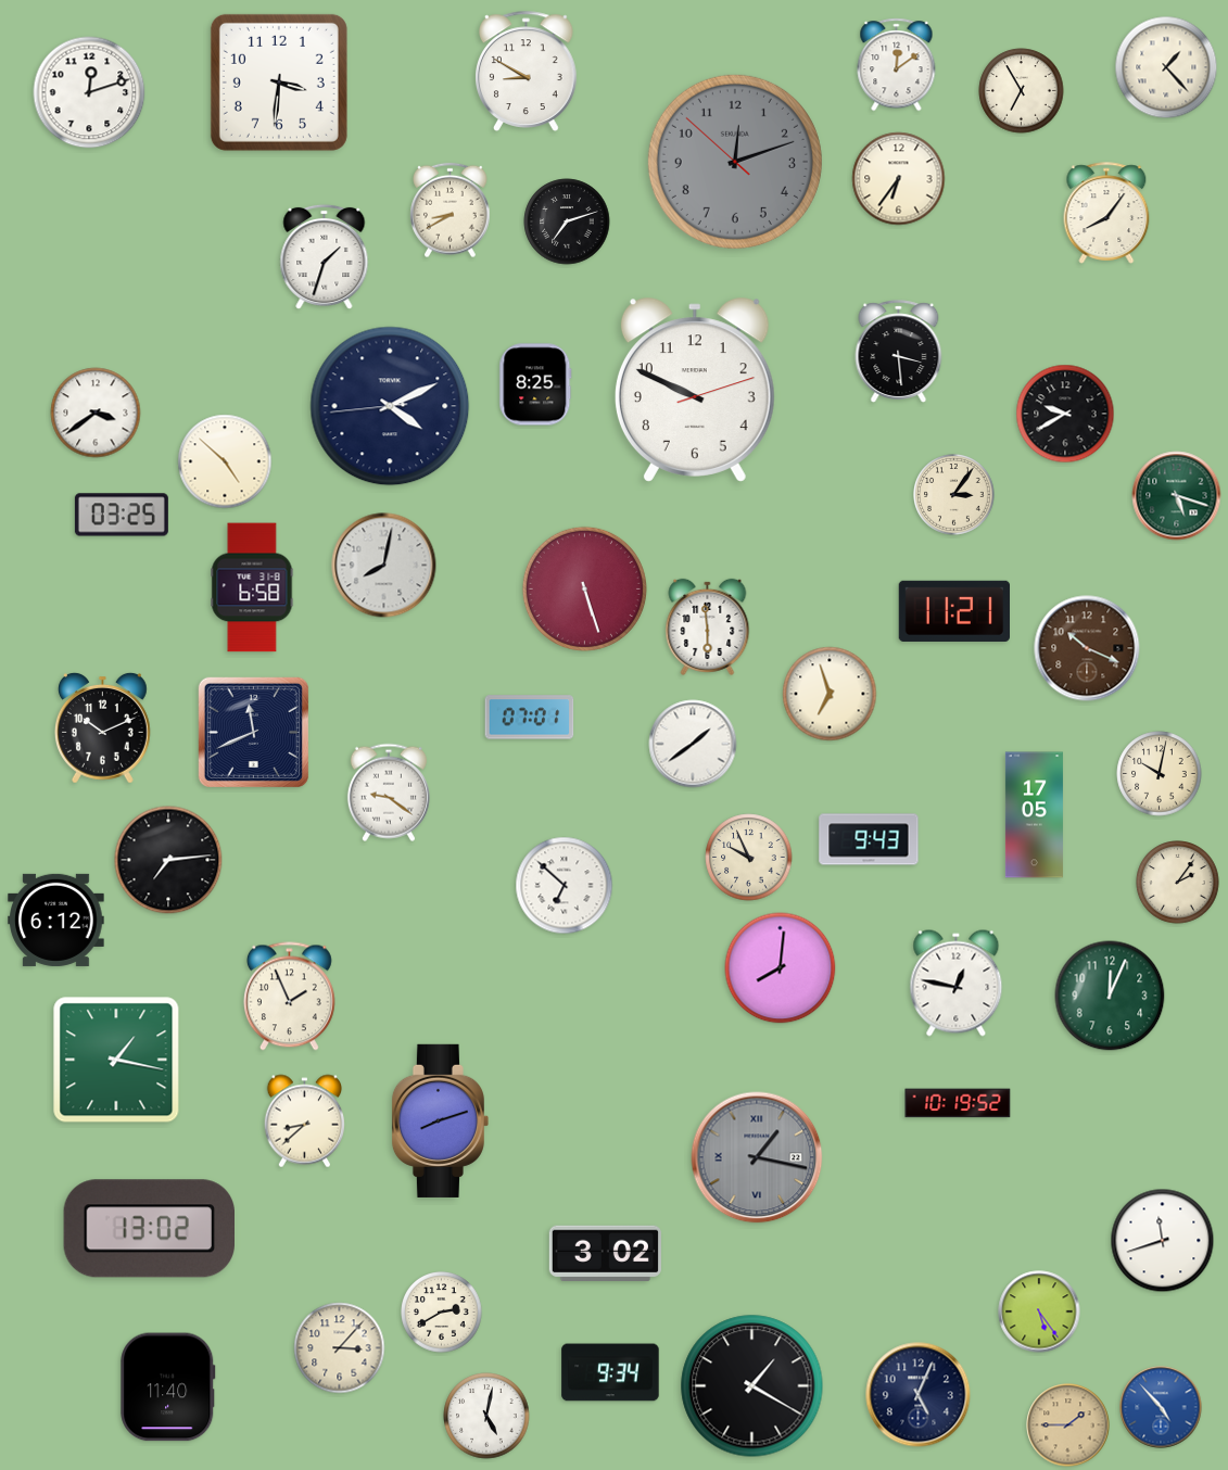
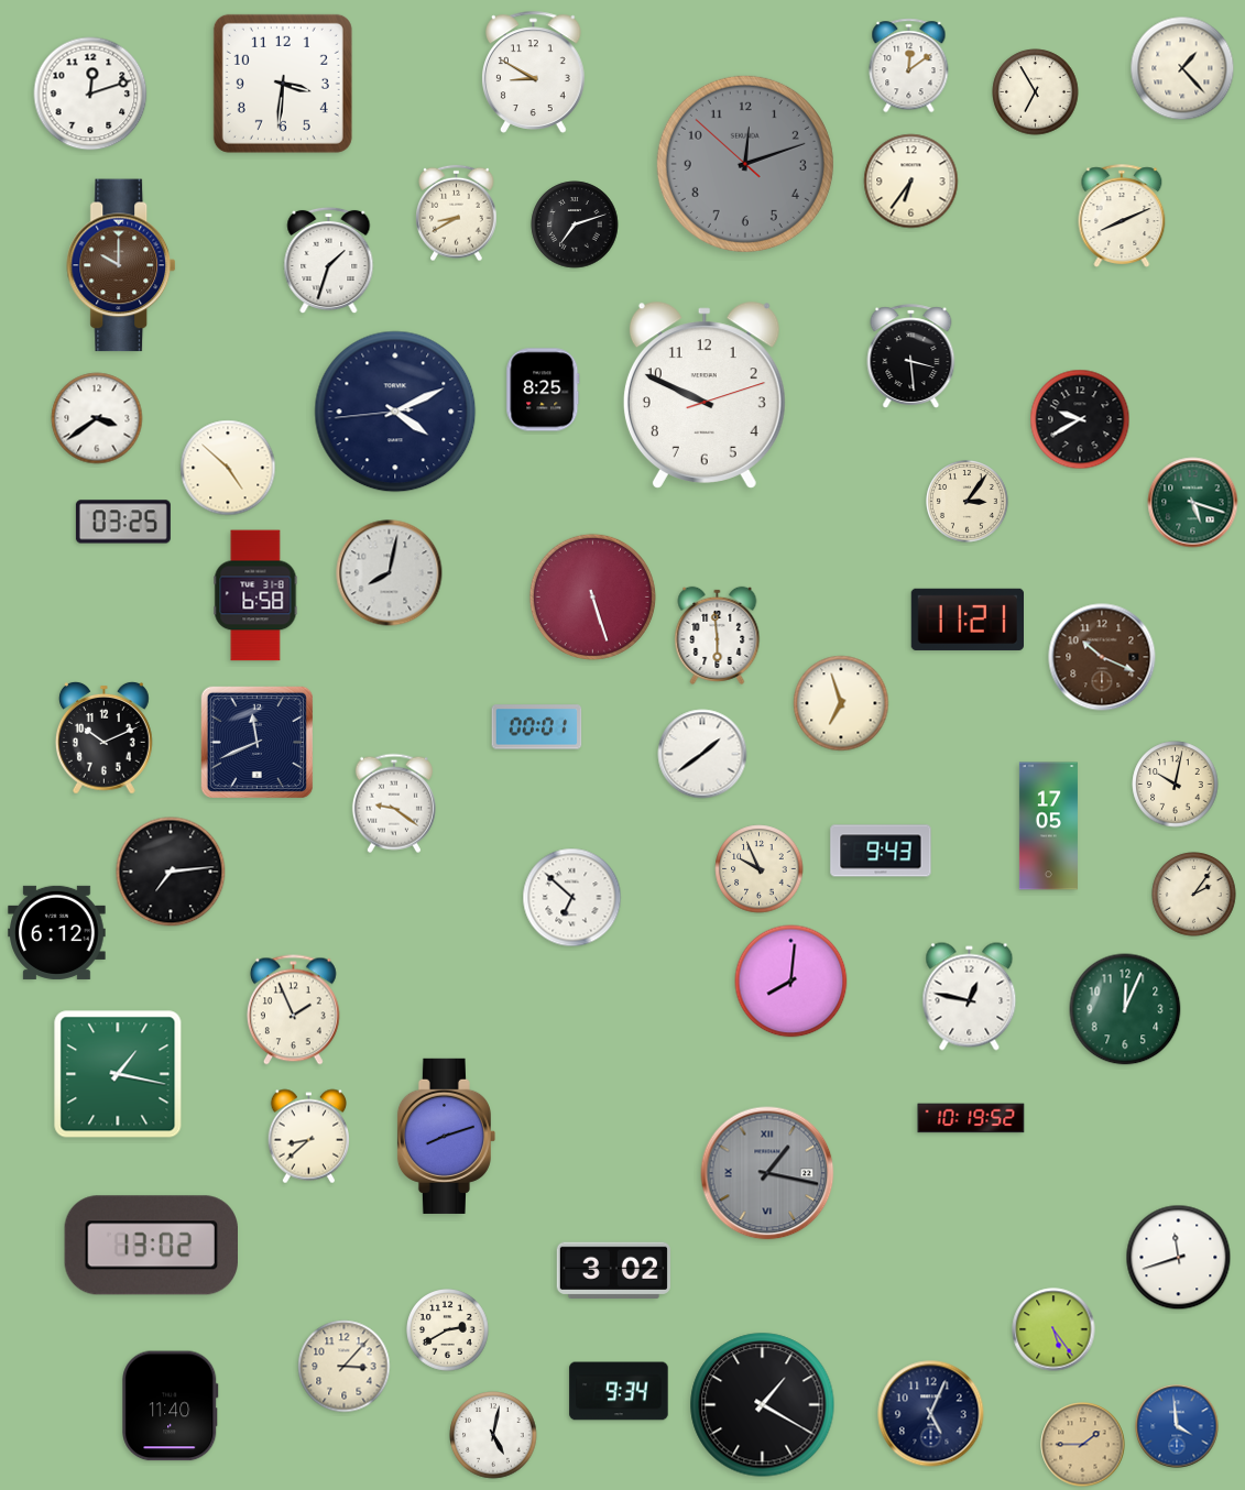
clock at (1106, 213): 8:06 -> 8:11
clock at (122, 265): none -> 10:00
clock at (530, 718): 07:01 -> 00:01
clock at (1161, 1407): 4:53 -> 3:59
